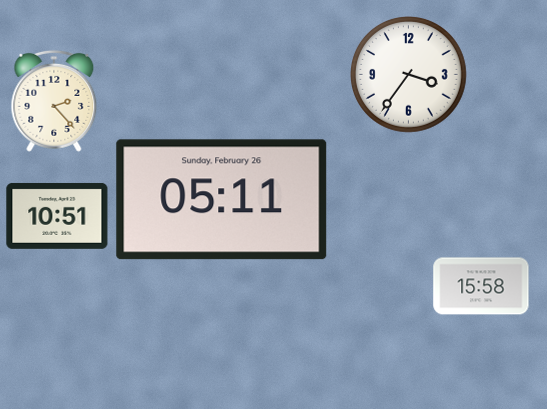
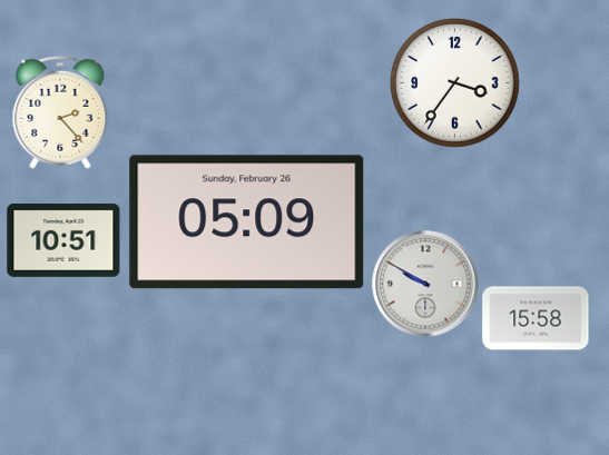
clock at (222, 200): 05:11 -> 05:09
clock at (425, 284): none -> 9:50
